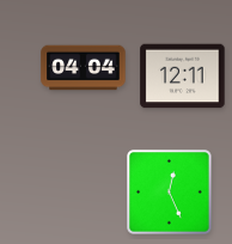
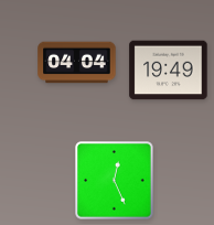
clock at (183, 77): 12:11 -> 19:49
clock at (170, 193) position: (170, 193) -> (115, 181)
